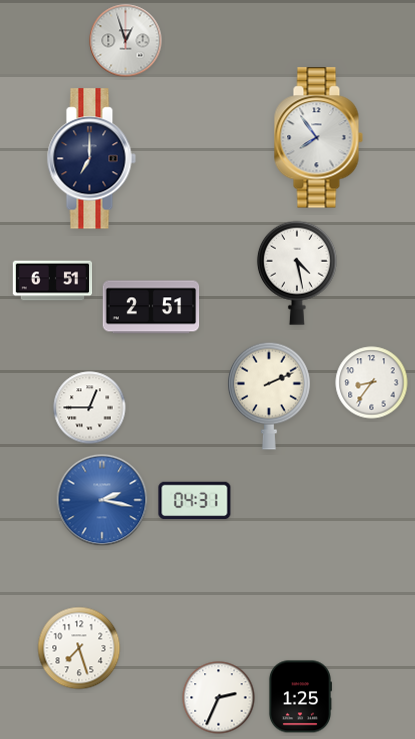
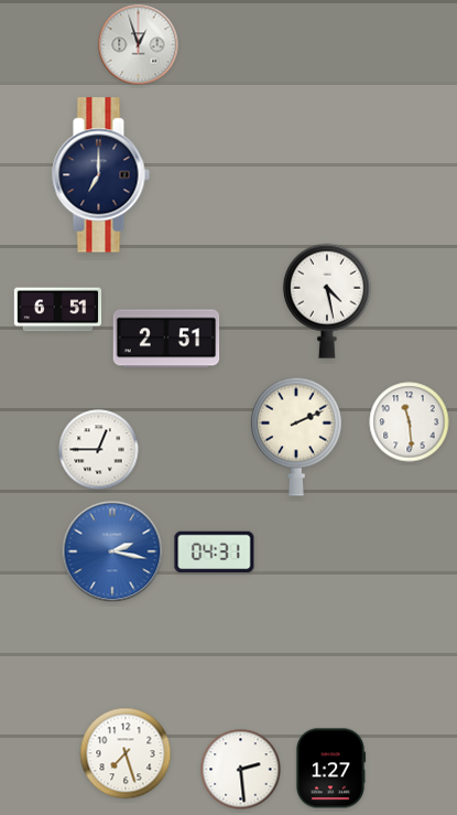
clock at (318, 138): 7:54 -> none
clock at (372, 383): 8:36 -> 11:29
clock at (79, 648) position: (79, 648) -> (126, 753)
clock at (300, 697): 1:25 -> 1:27
clock at (219, 698): 2:34 -> 2:29
